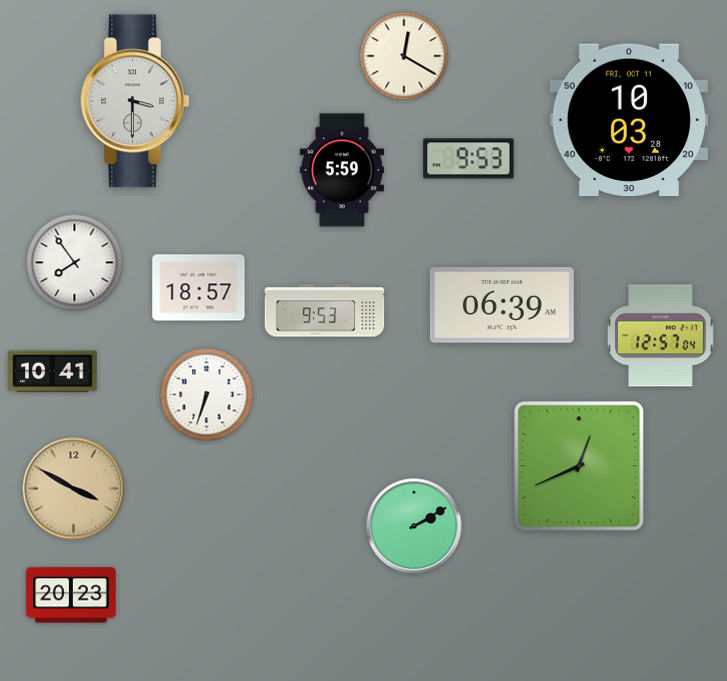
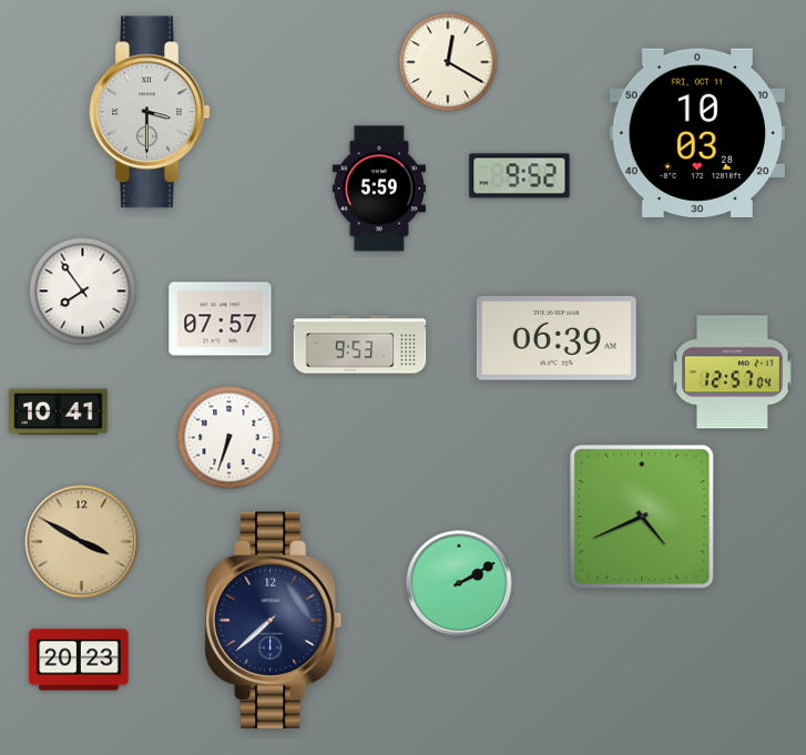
clock at (469, 159): 9:53 -> 9:52
clock at (199, 288): 18:57 -> 07:57
clock at (579, 466): 12:41 -> 4:41
clock at (274, 621): none -> 7:38
